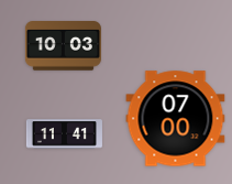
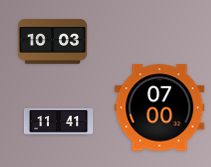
clock at (63, 46) position: (63, 46) -> (52, 42)
